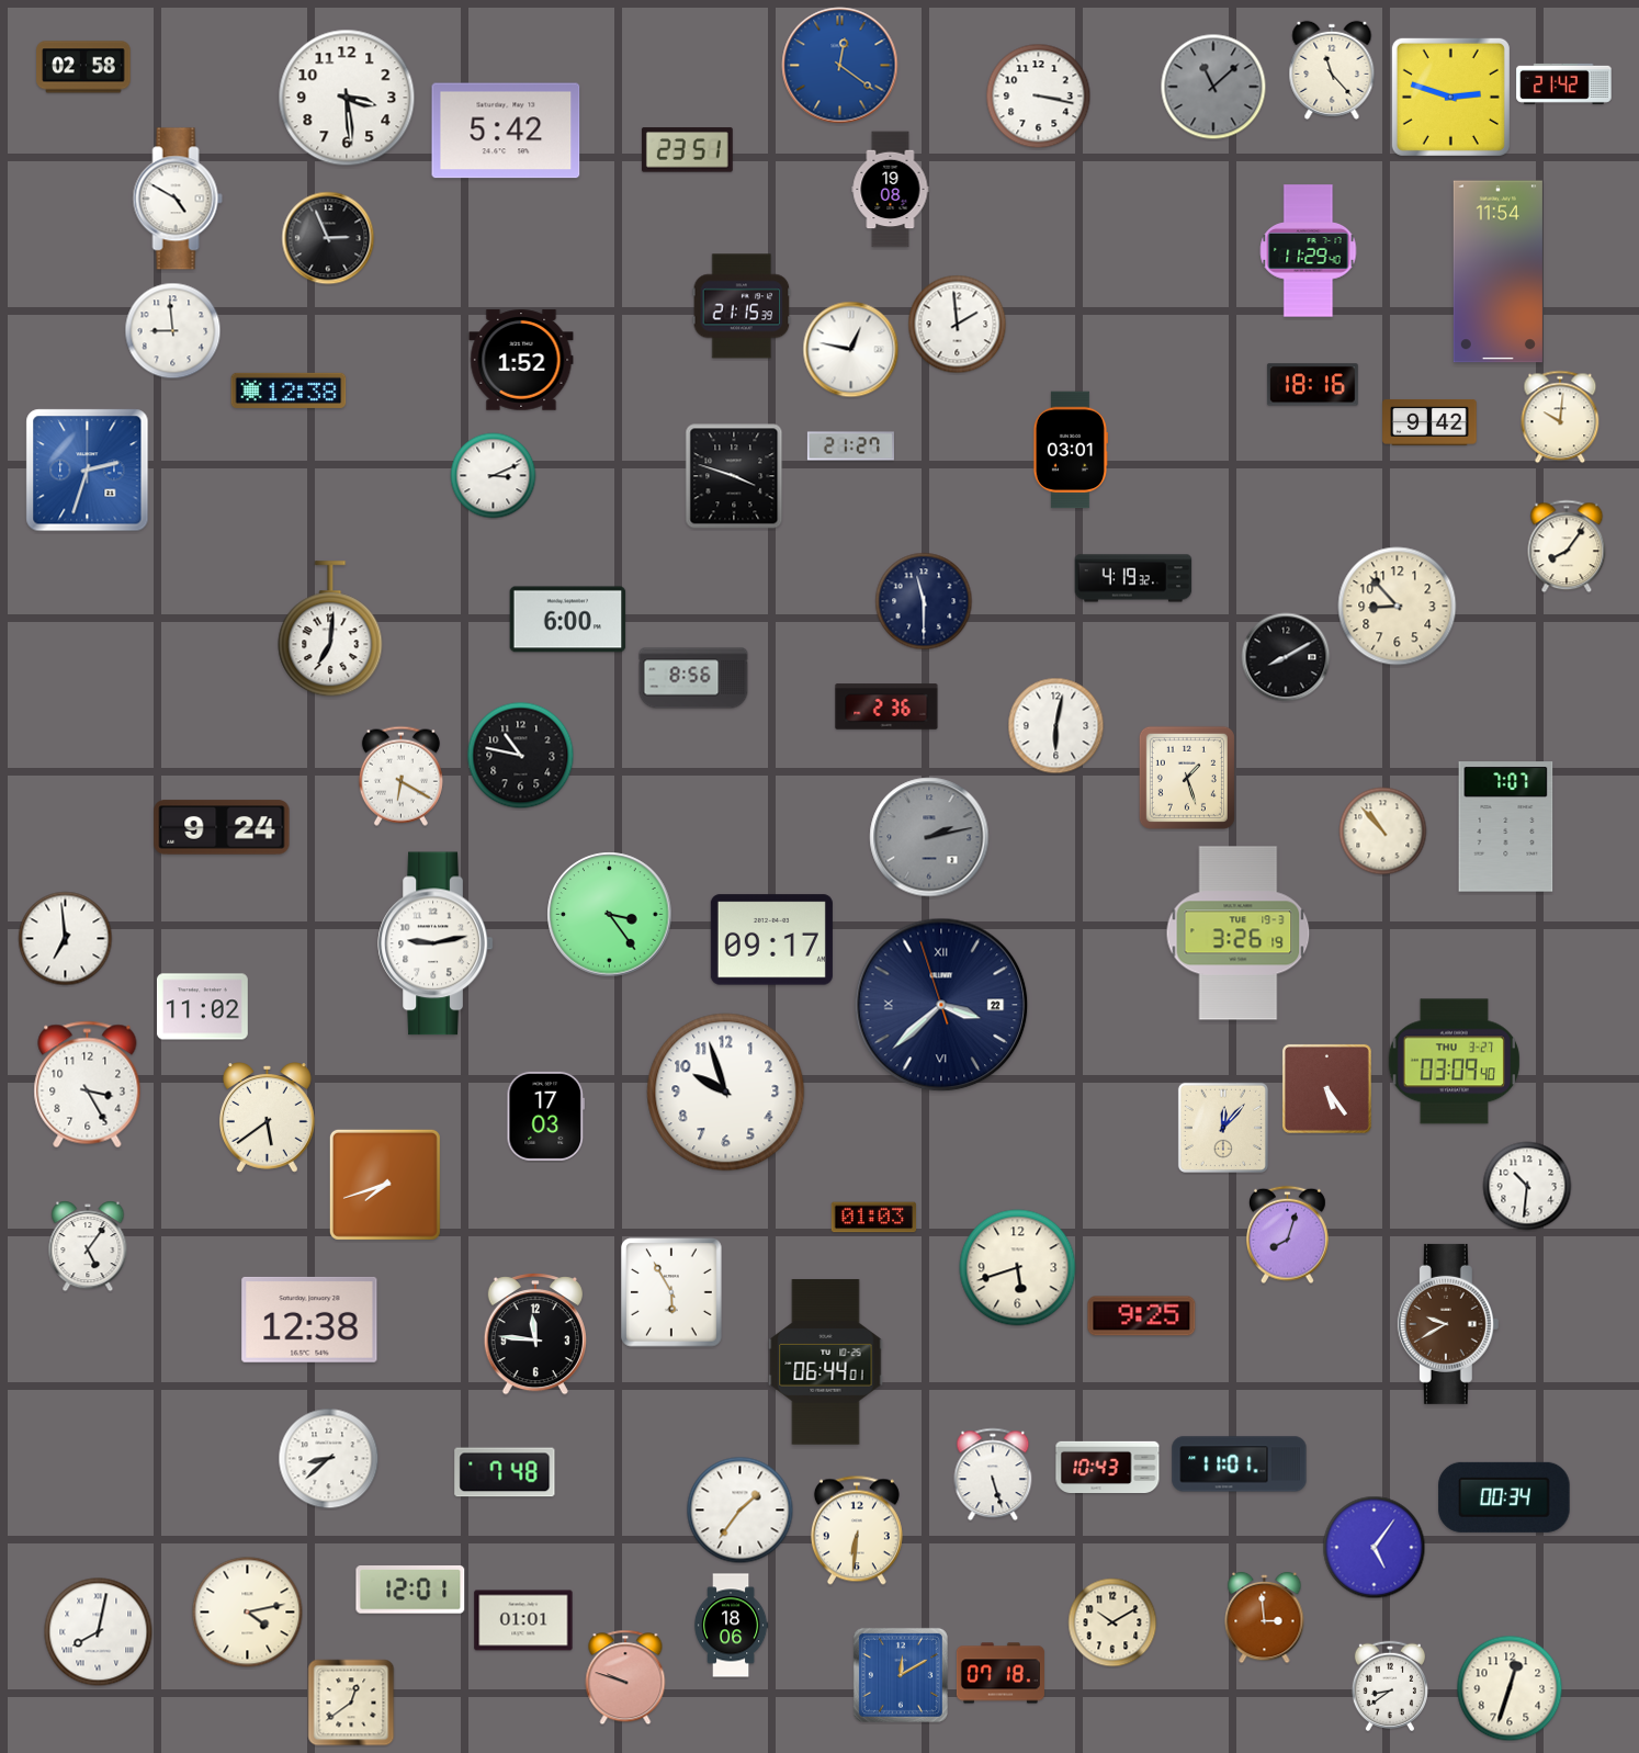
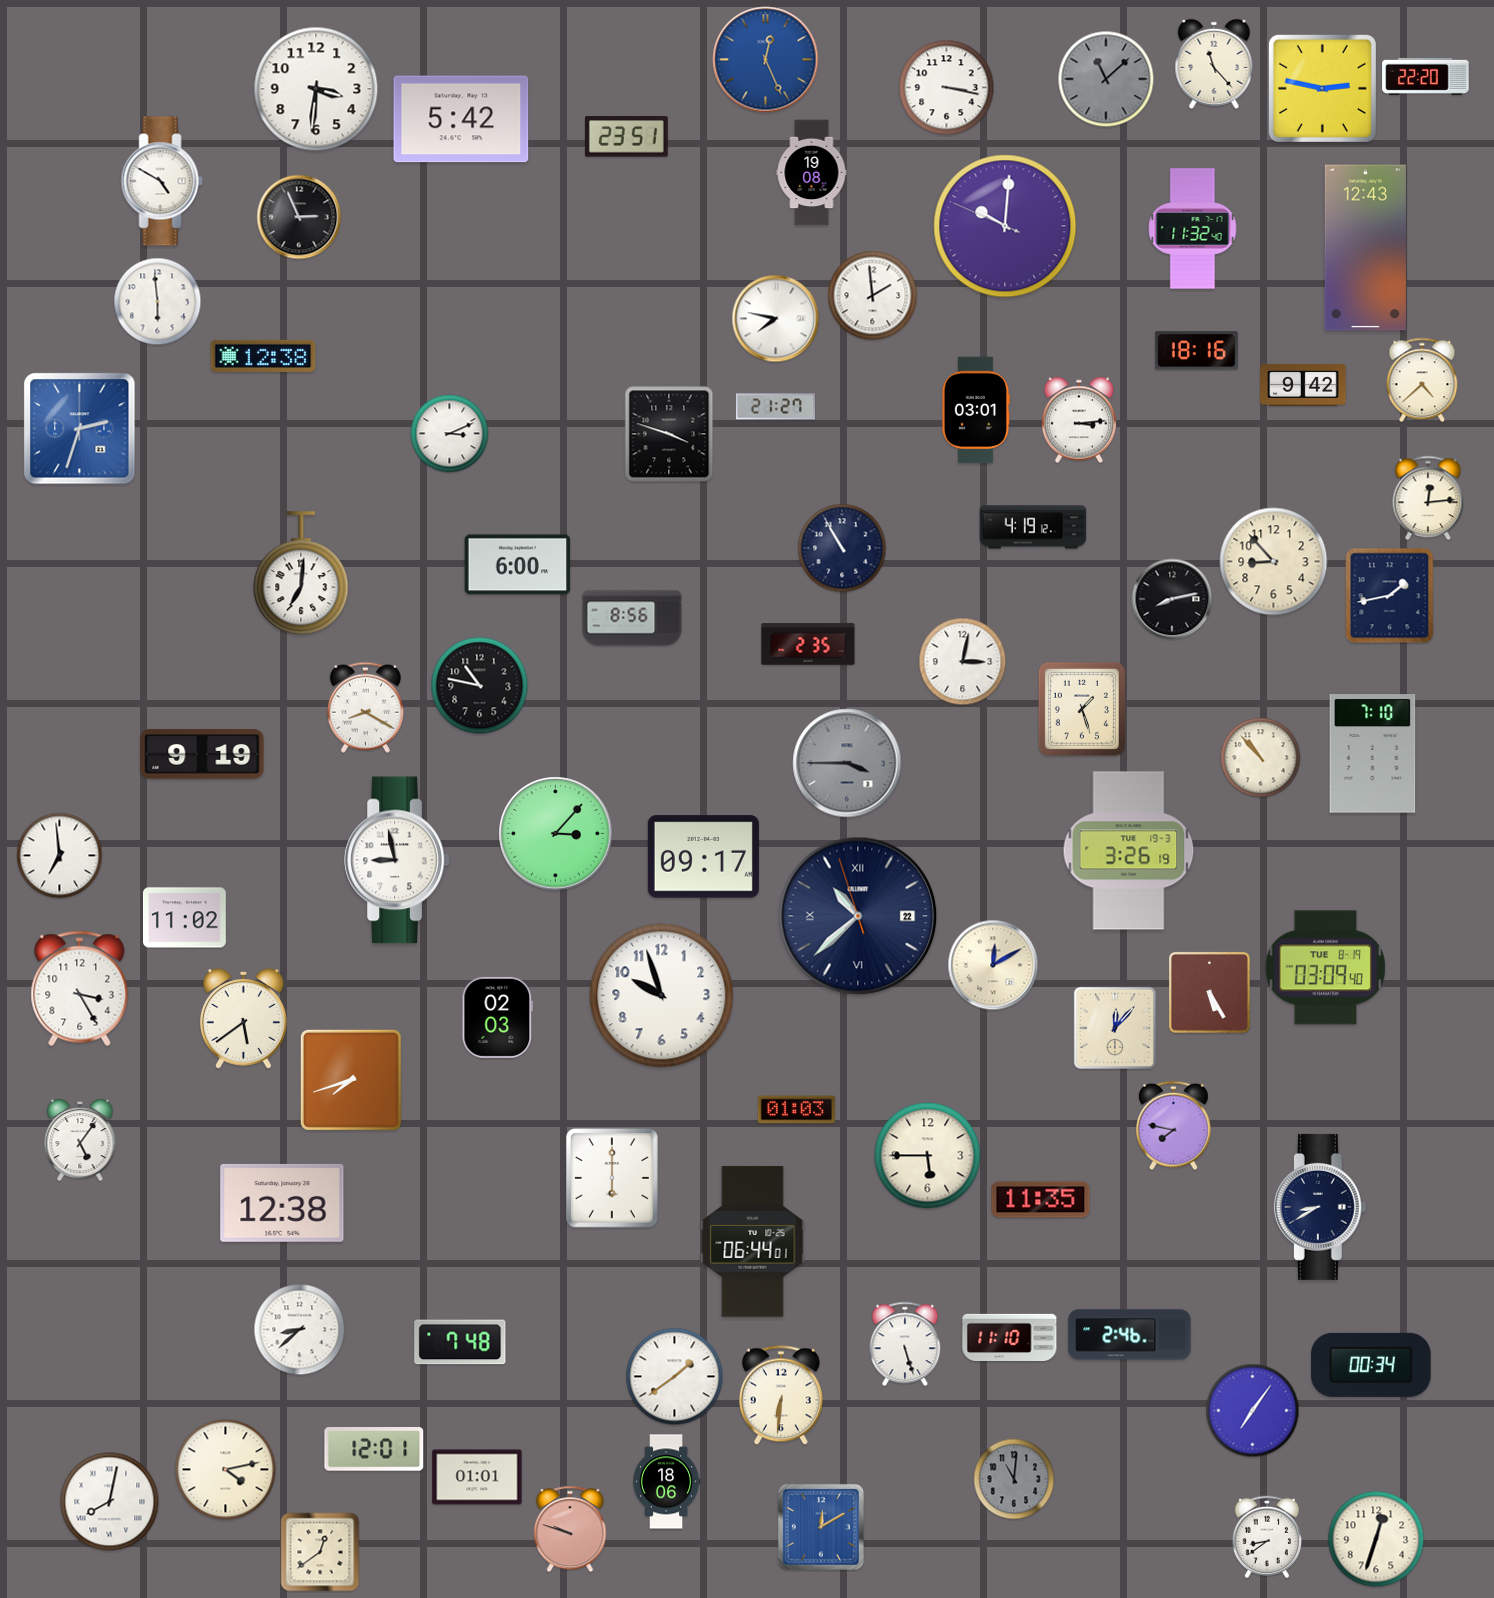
clock at (840, 66): 12:21 -> 12:26
clock at (83, 67): 02:58 -> none
clock at (1564, 83): 21:42 -> 22:20
clock at (1450, 97): 2:48 -> 2:47
clock at (347, 98): 3:29 -> 3:31
clock at (1005, 226): none -> 10:00
clock at (1309, 251): 11:29 -> 11:32
clock at (1497, 272): 11:54 -> 12:43
clock at (742, 306): 21:15 -> none
clock at (173, 331): 8:59 -> 5:59
clock at (851, 350): 12:47 -> 7:47
clock at (521, 360): 1:52 -> none
clock at (1560, 417): 10:01 -> 4:38
clock at (1079, 420): none -> 3:14
clock at (1567, 546): 8:06 -> 12:14
clock at (1133, 578): 4:19:32 -> 4:19:12
clock at (924, 601): 11:30 -> 10:55
clock at (1398, 607) position: (1398, 607) -> (1274, 562)
clock at (1390, 596): none -> 1:43
clock at (1286, 657): 8:10 -> 8:13
clock at (886, 706): 2:36 -> 2:35
clock at (1056, 726): 6:02 -> 3:02
clock at (521, 756) position: (521, 756) -> (480, 686)
clock at (400, 776): 6:20 -> 8:20
clock at (222, 827): 9:24 -> 9:19
clock at (1506, 827): 7:07 -> 7:10
clock at (929, 837): 2:13 -> 3:45
clock at (610, 915): 3:24 -> 3:07
clock at (436, 943): 9:13 -> 8:58
clock at (941, 1005): 3:37 -> 10:37
clock at (993, 965): none -> 12:10
clock at (1454, 1062) date: THU 3-27 -> TUE 8-19
clock at (1326, 1088): 5:24 -> 5:25
clock at (546, 1116): 17:03 -> 02:03
clock at (1527, 1186): 10:31 -> none
clock at (1288, 1235): 8:03 -> 7:47
clock at (88, 1246) position: (88, 1246) -> (80, 1140)
clock at (1018, 1268): 5:42 -> 5:45
clock at (672, 1292): 5:55 -> 6:00
clock at (1142, 1316): 9:25 -> 11:35
clock at (1448, 1324): 9:40 -> 8:40
clock at (1448, 1324) dial: brown -> navy
clock at (535, 1335): 11:46 -> none
clock at (1240, 1464): 11:01 -> 2:46
clock at (1108, 1467): 10:43 -> 11:10
clock at (741, 1511): 1:36 -> 1:39
clock at (1375, 1548): 5:06 -> 7:06
clock at (1265, 1618): 2:59 -> none
clock at (1112, 1622): 10:10 -> 11:01
clock at (1112, 1622) dial: cream -> grey
clock at (99, 1632) position: (99, 1632) -> (110, 1502)
clock at (1001, 1673): 07:18 -> none
